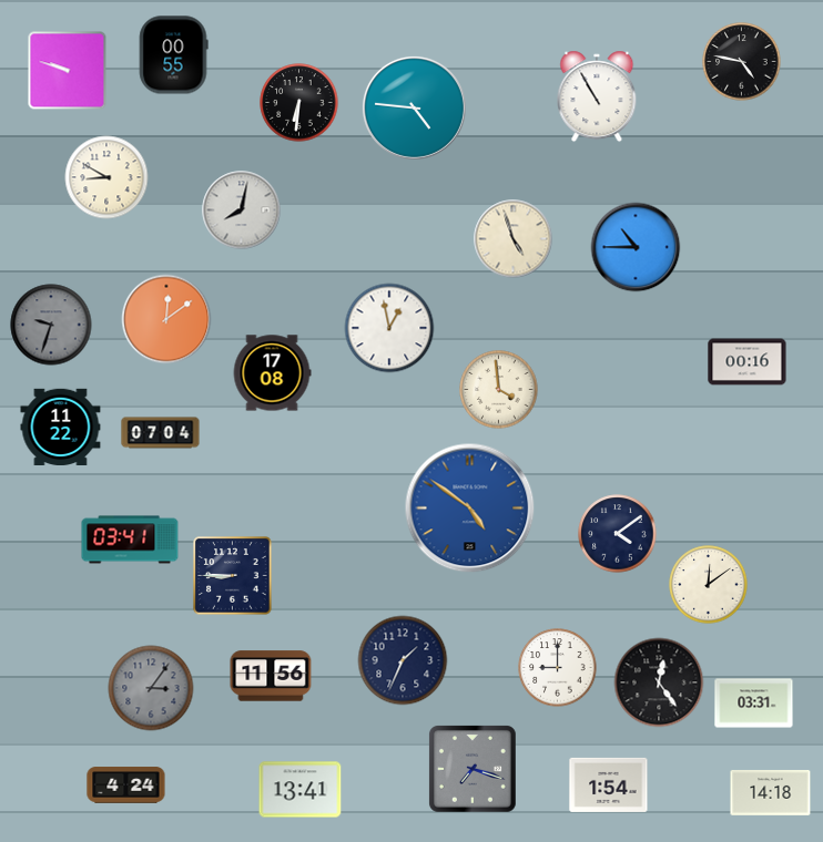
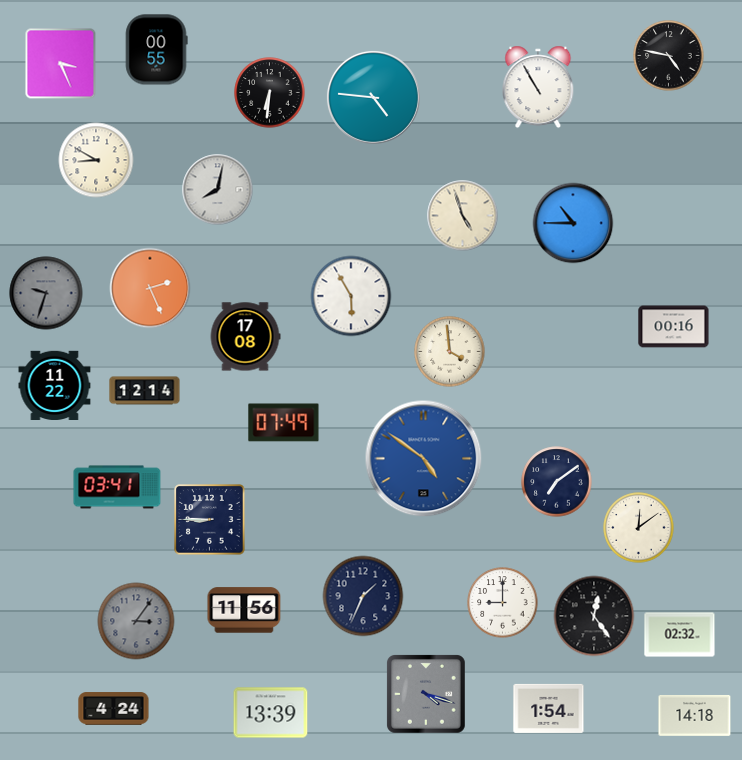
clock at (68, 71): 9:48 -> 3:26
clock at (166, 319): 12:09 -> 2:26
clock at (389, 328): 12:58 -> 5:55
clock at (161, 433): 07:04 -> 12:14
clock at (284, 423): none -> 07:49
clock at (618, 534): 4:09 -> 7:09
clock at (754, 704): 03:31 -> 02:32
clock at (473, 769): 7:18 -> 4:18
clock at (301, 790): 13:41 -> 13:39
